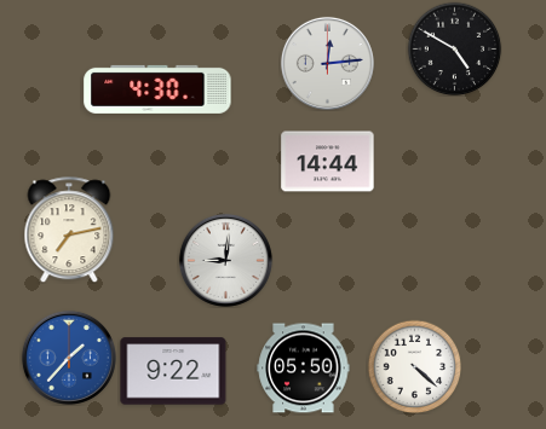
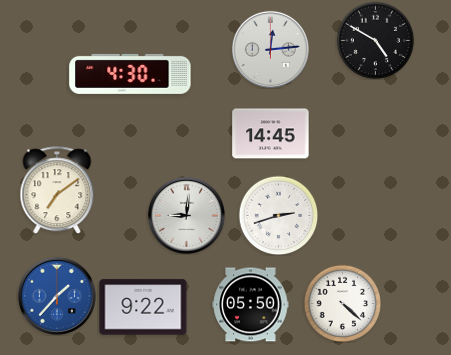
clock at (327, 63) position: (327, 63) -> (270, 49)
clock at (328, 162): 14:44 -> 14:45
clock at (69, 230): 7:13 -> 7:09
clock at (278, 215): none -> 2:42
